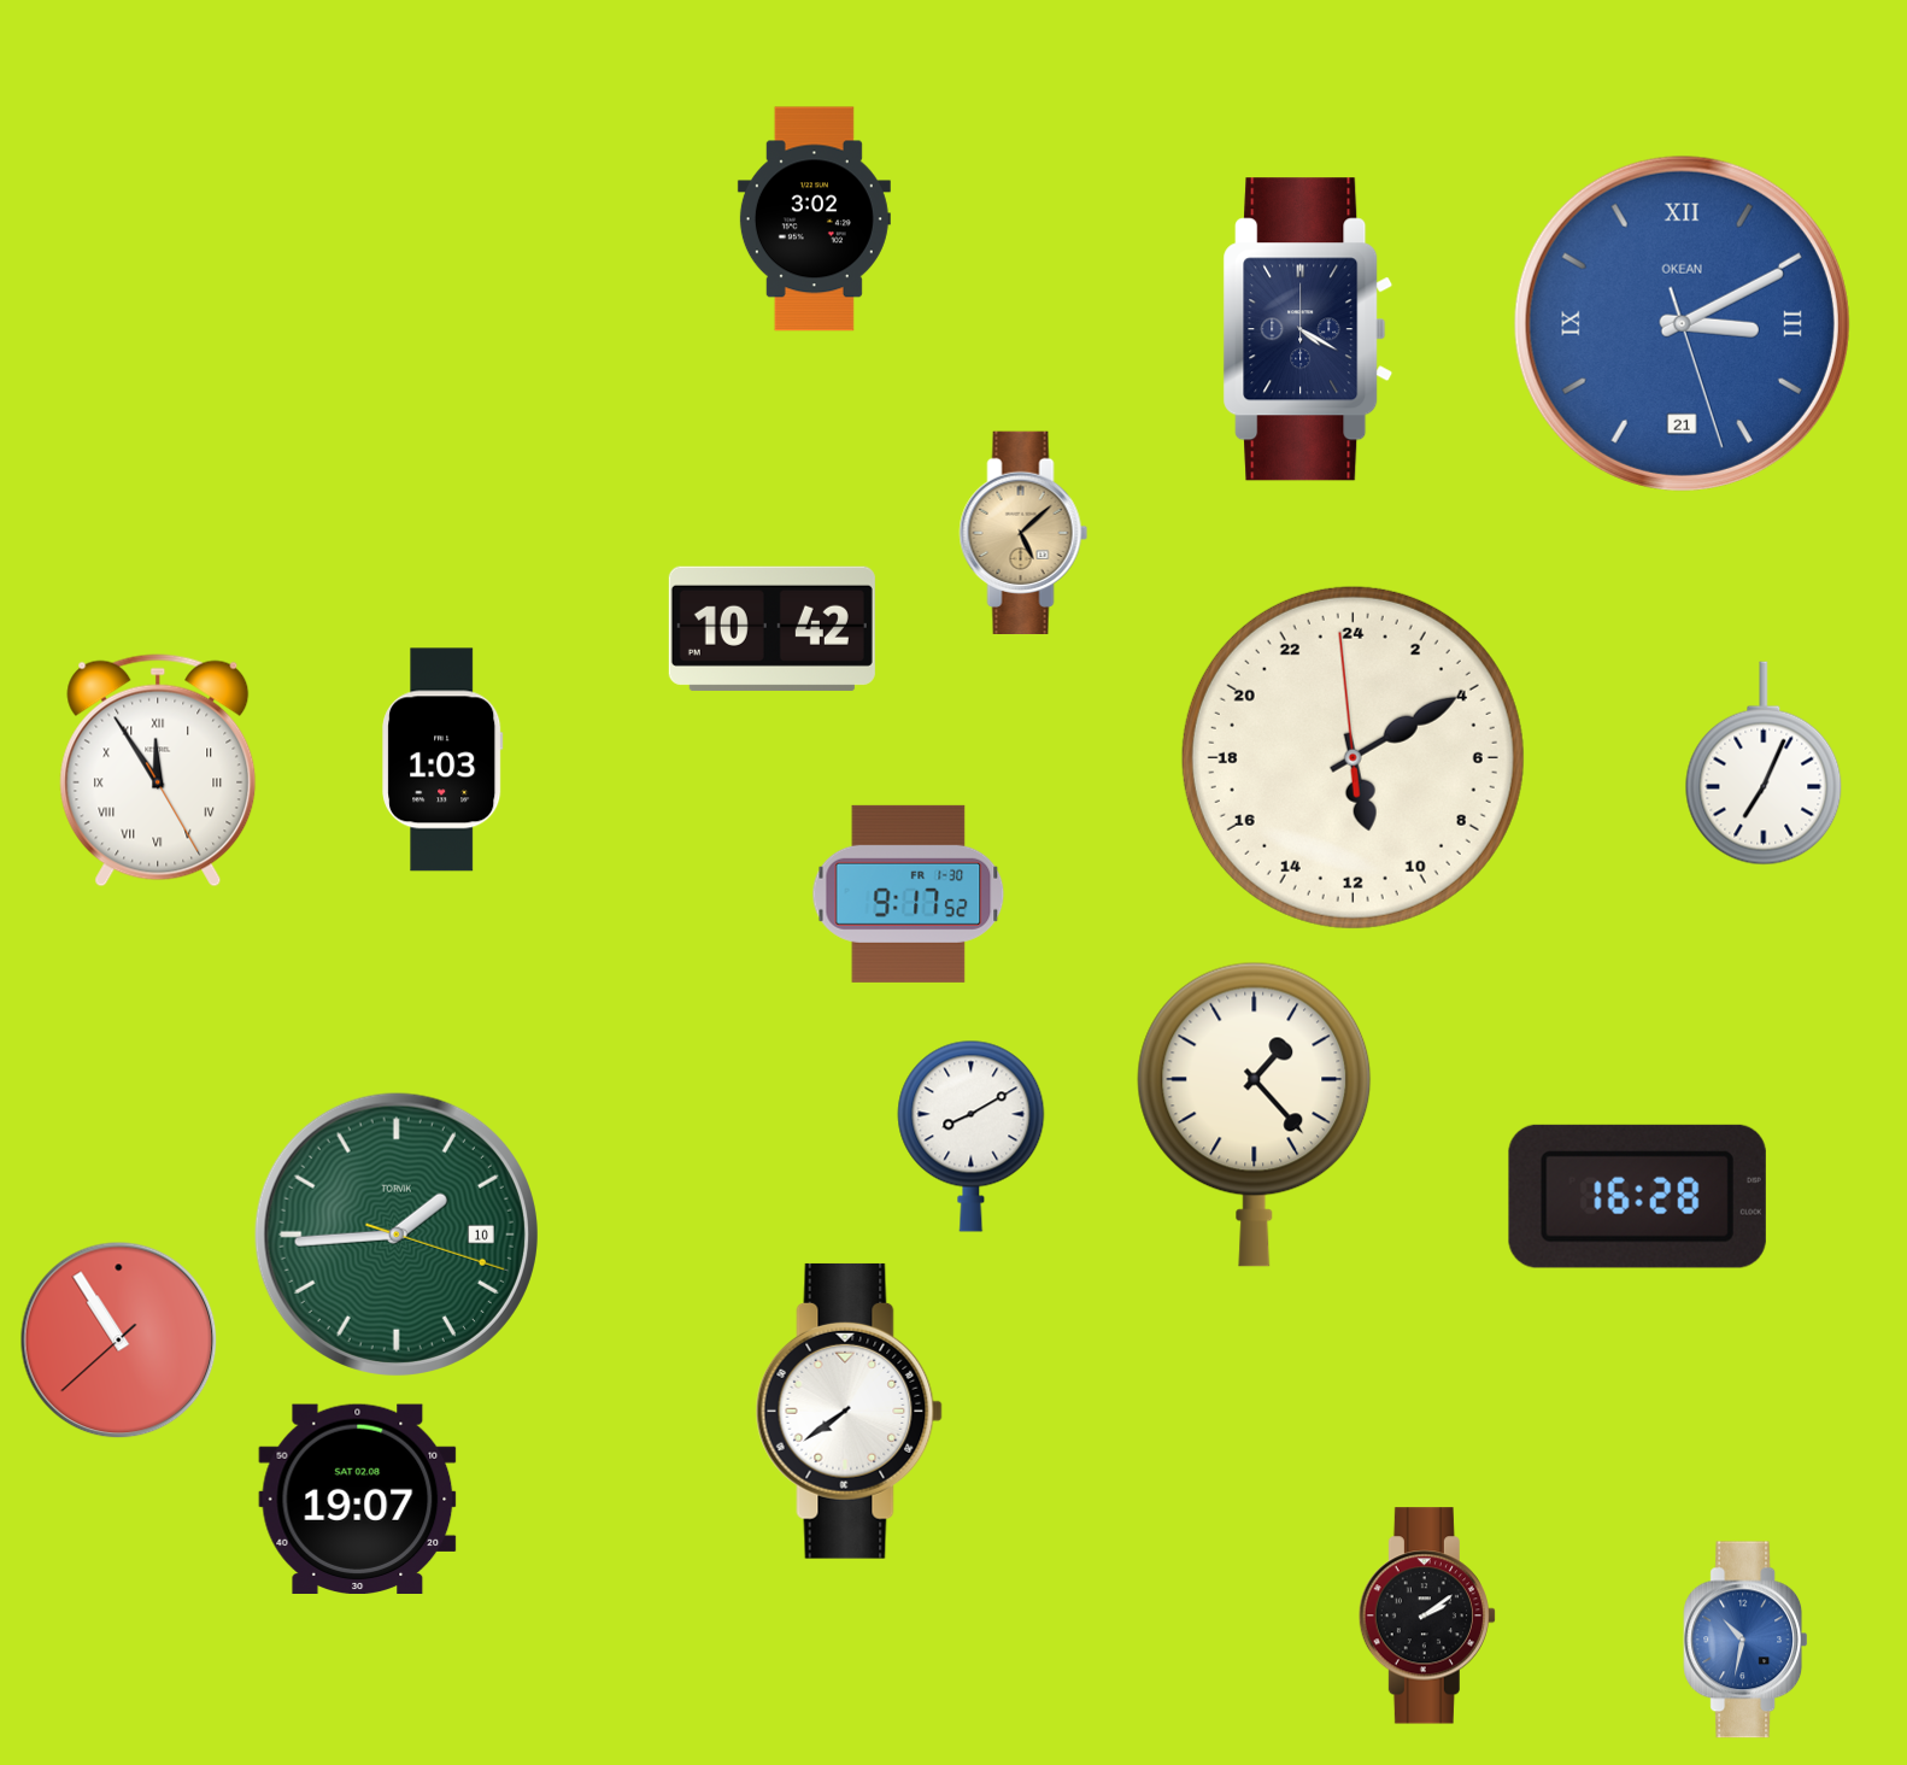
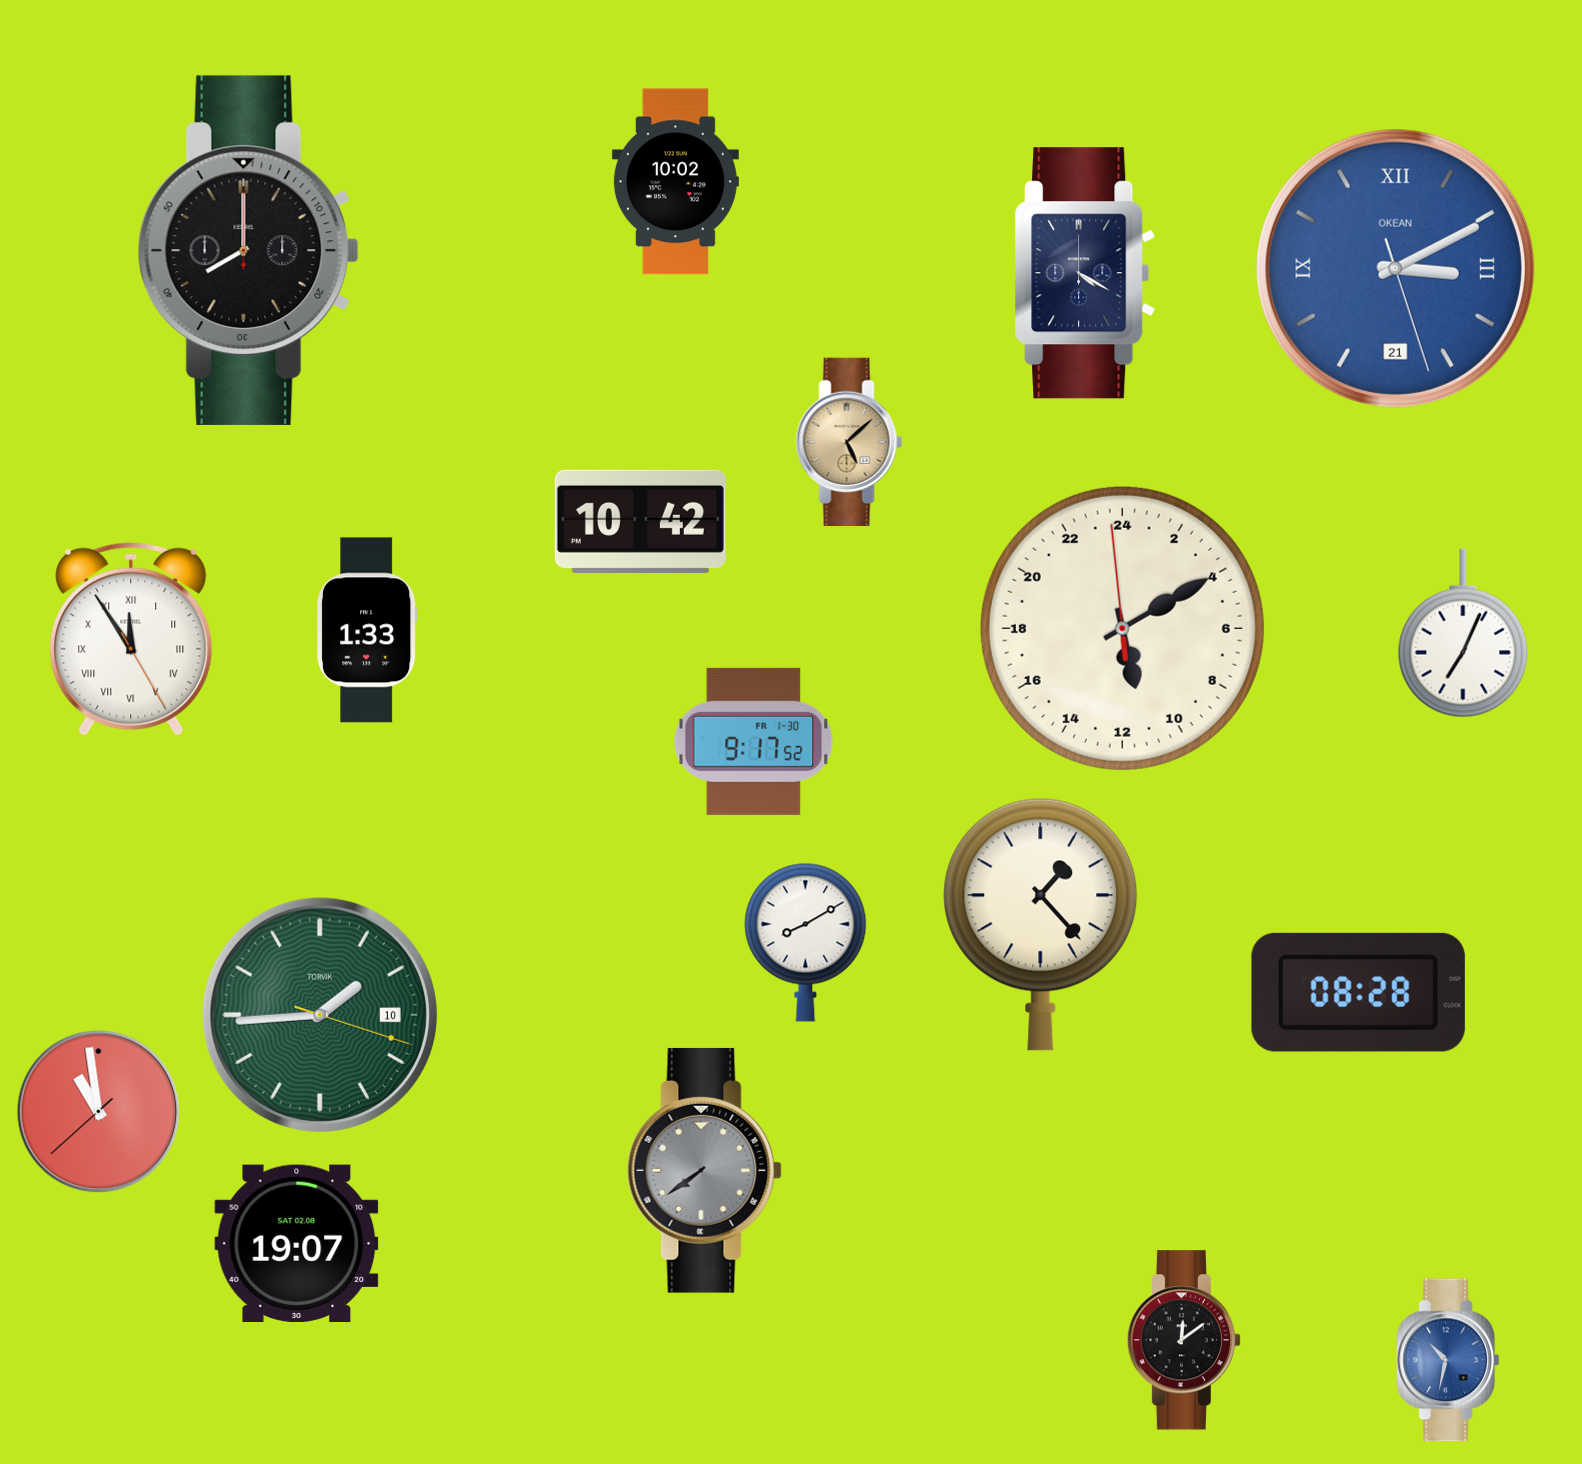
clock at (814, 219): 3:02 -> 10:02
clock at (248, 250): none -> 8:00
clock at (442, 760): 1:03 -> 1:33
clock at (1637, 1196): 16:28 -> 08:28
clock at (397, 1235) position: (397, 1235) -> (320, 1015)
clock at (119, 1341): 10:54 -> 10:58
clock at (849, 1411) dial: white -> grey
clock at (1426, 1616): 2:09 -> 12:09
